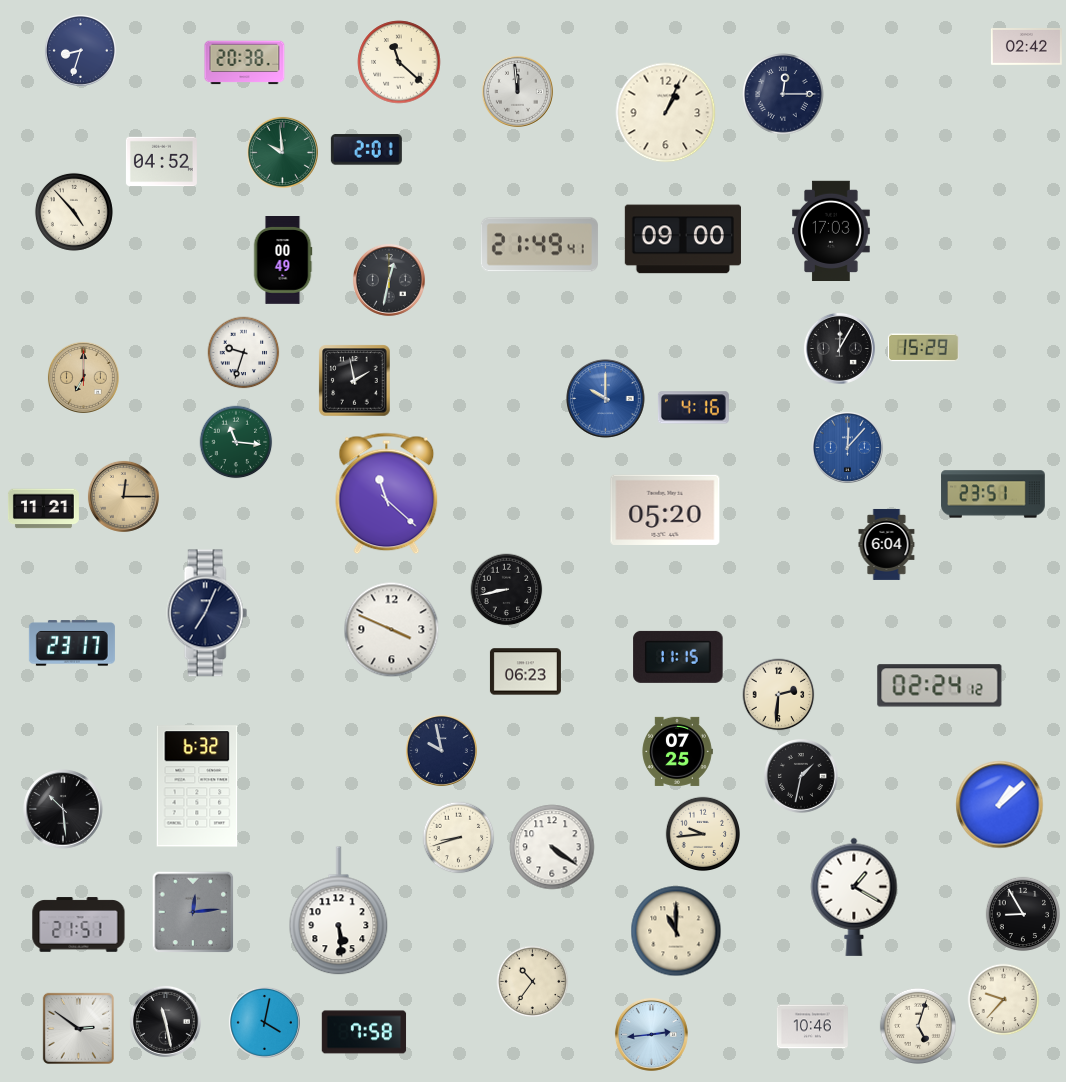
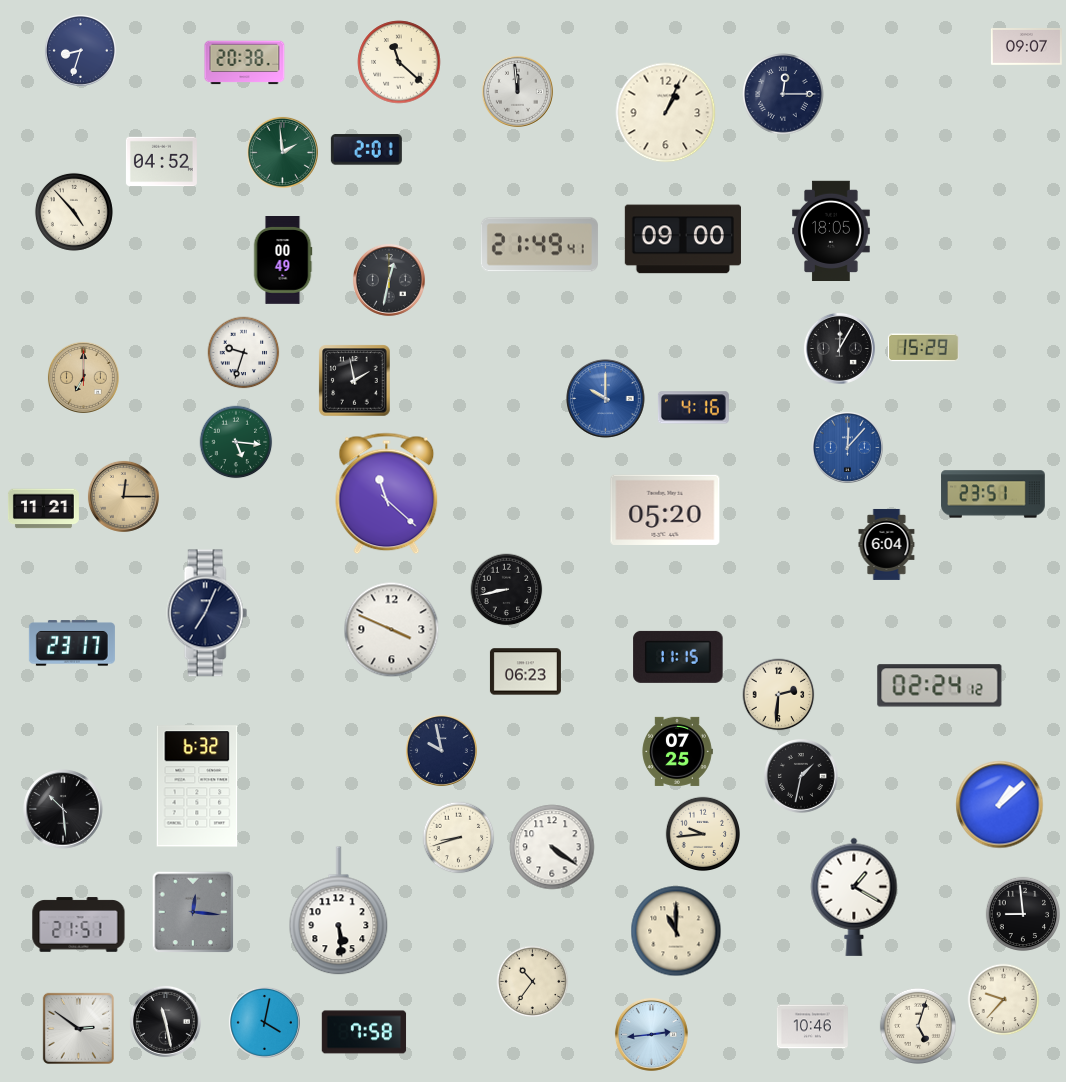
clock at (1026, 47): 02:42 -> 09:07
clock at (282, 152): 9:59 -> 1:59
clock at (831, 230): 17:03 -> 18:05
clock at (236, 442): 11:16 -> 5:16
clock at (193, 912): 12:14 -> 12:16
clock at (1023, 914): 8:55 -> 8:59
